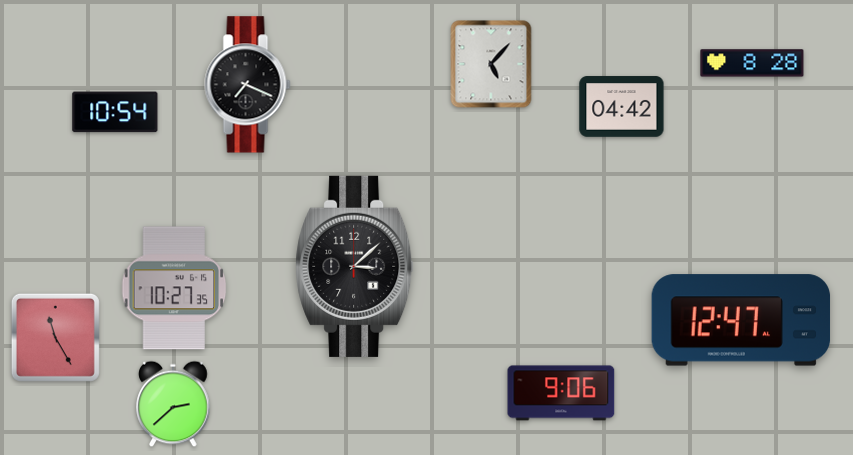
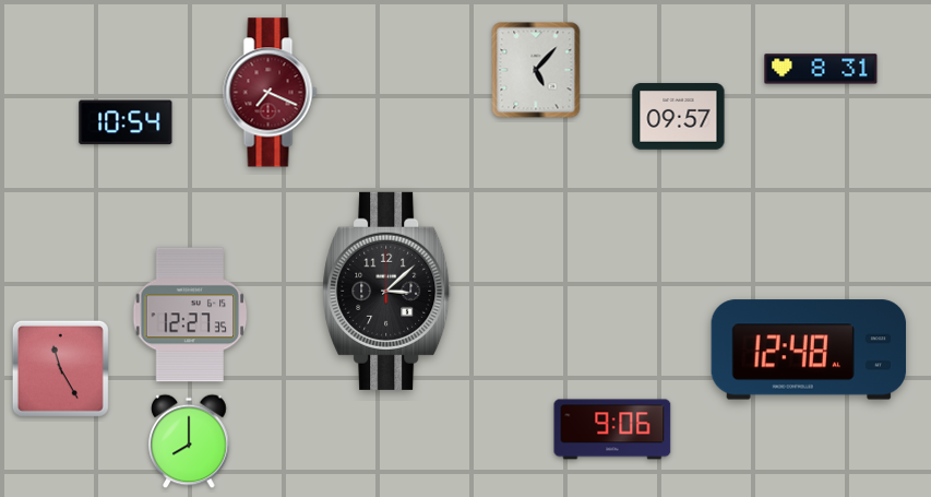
clock at (752, 63): 8:28 -> 8:31
clock at (248, 85) dial: black -> burgundy
clock at (622, 107): 04:42 -> 09:57
clock at (174, 288): 10:27 -> 12:27
clock at (741, 320): 12:47 -> 12:48
clock at (173, 404): 2:38 -> 8:00
